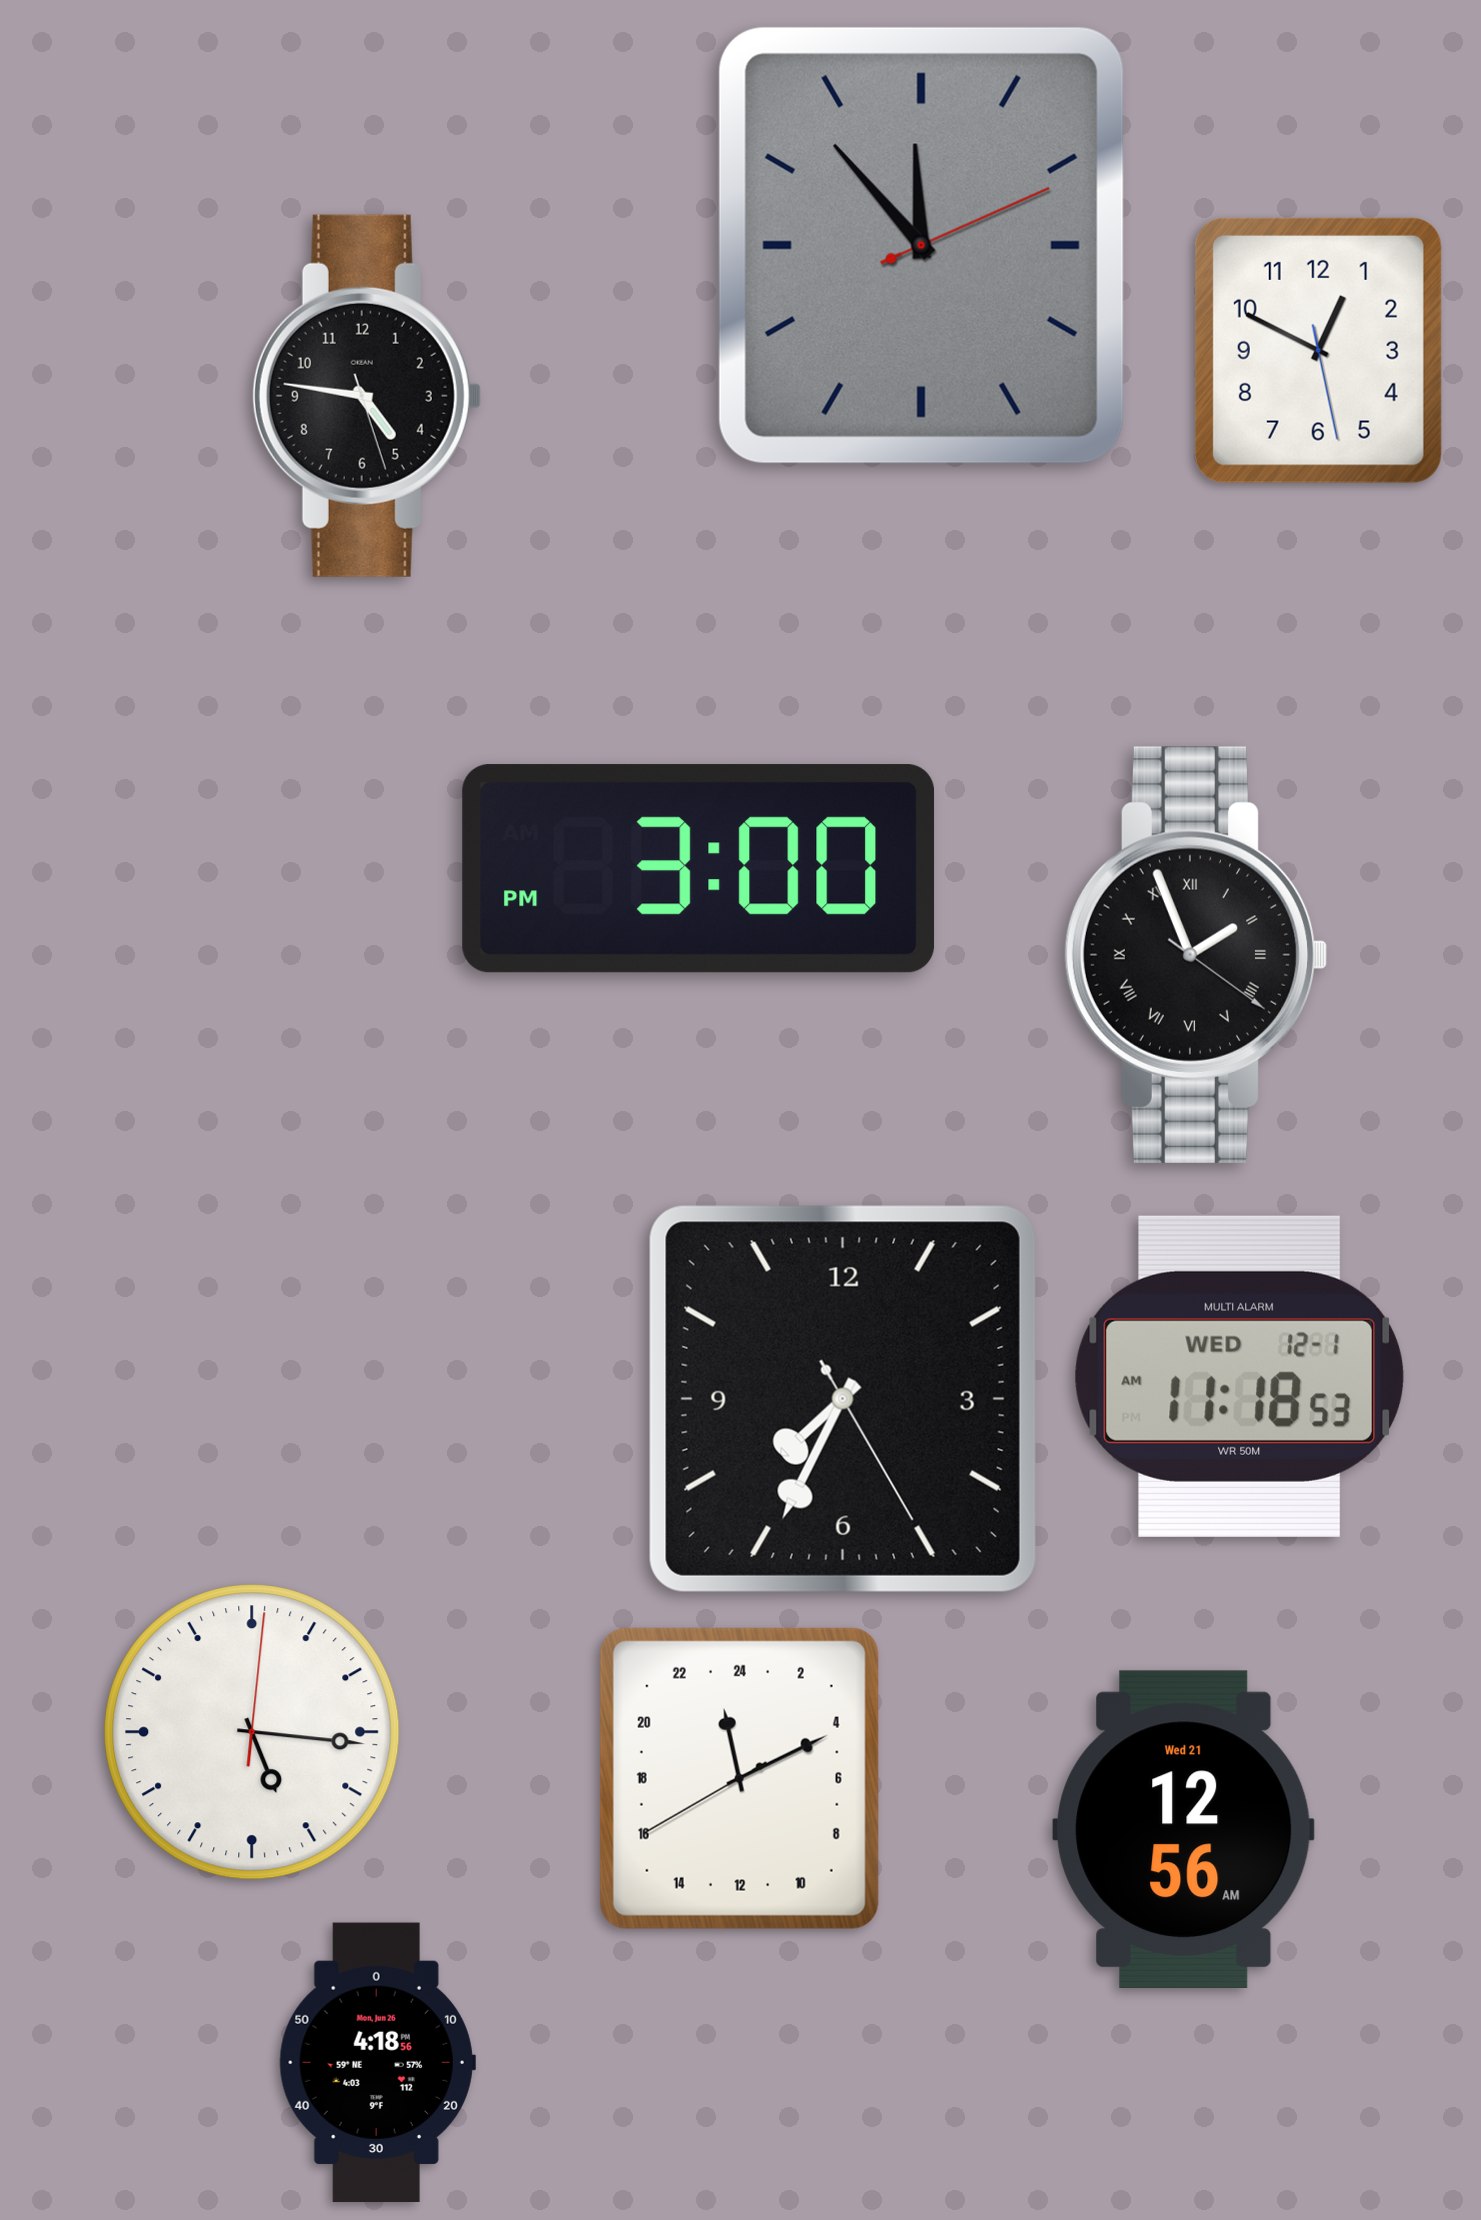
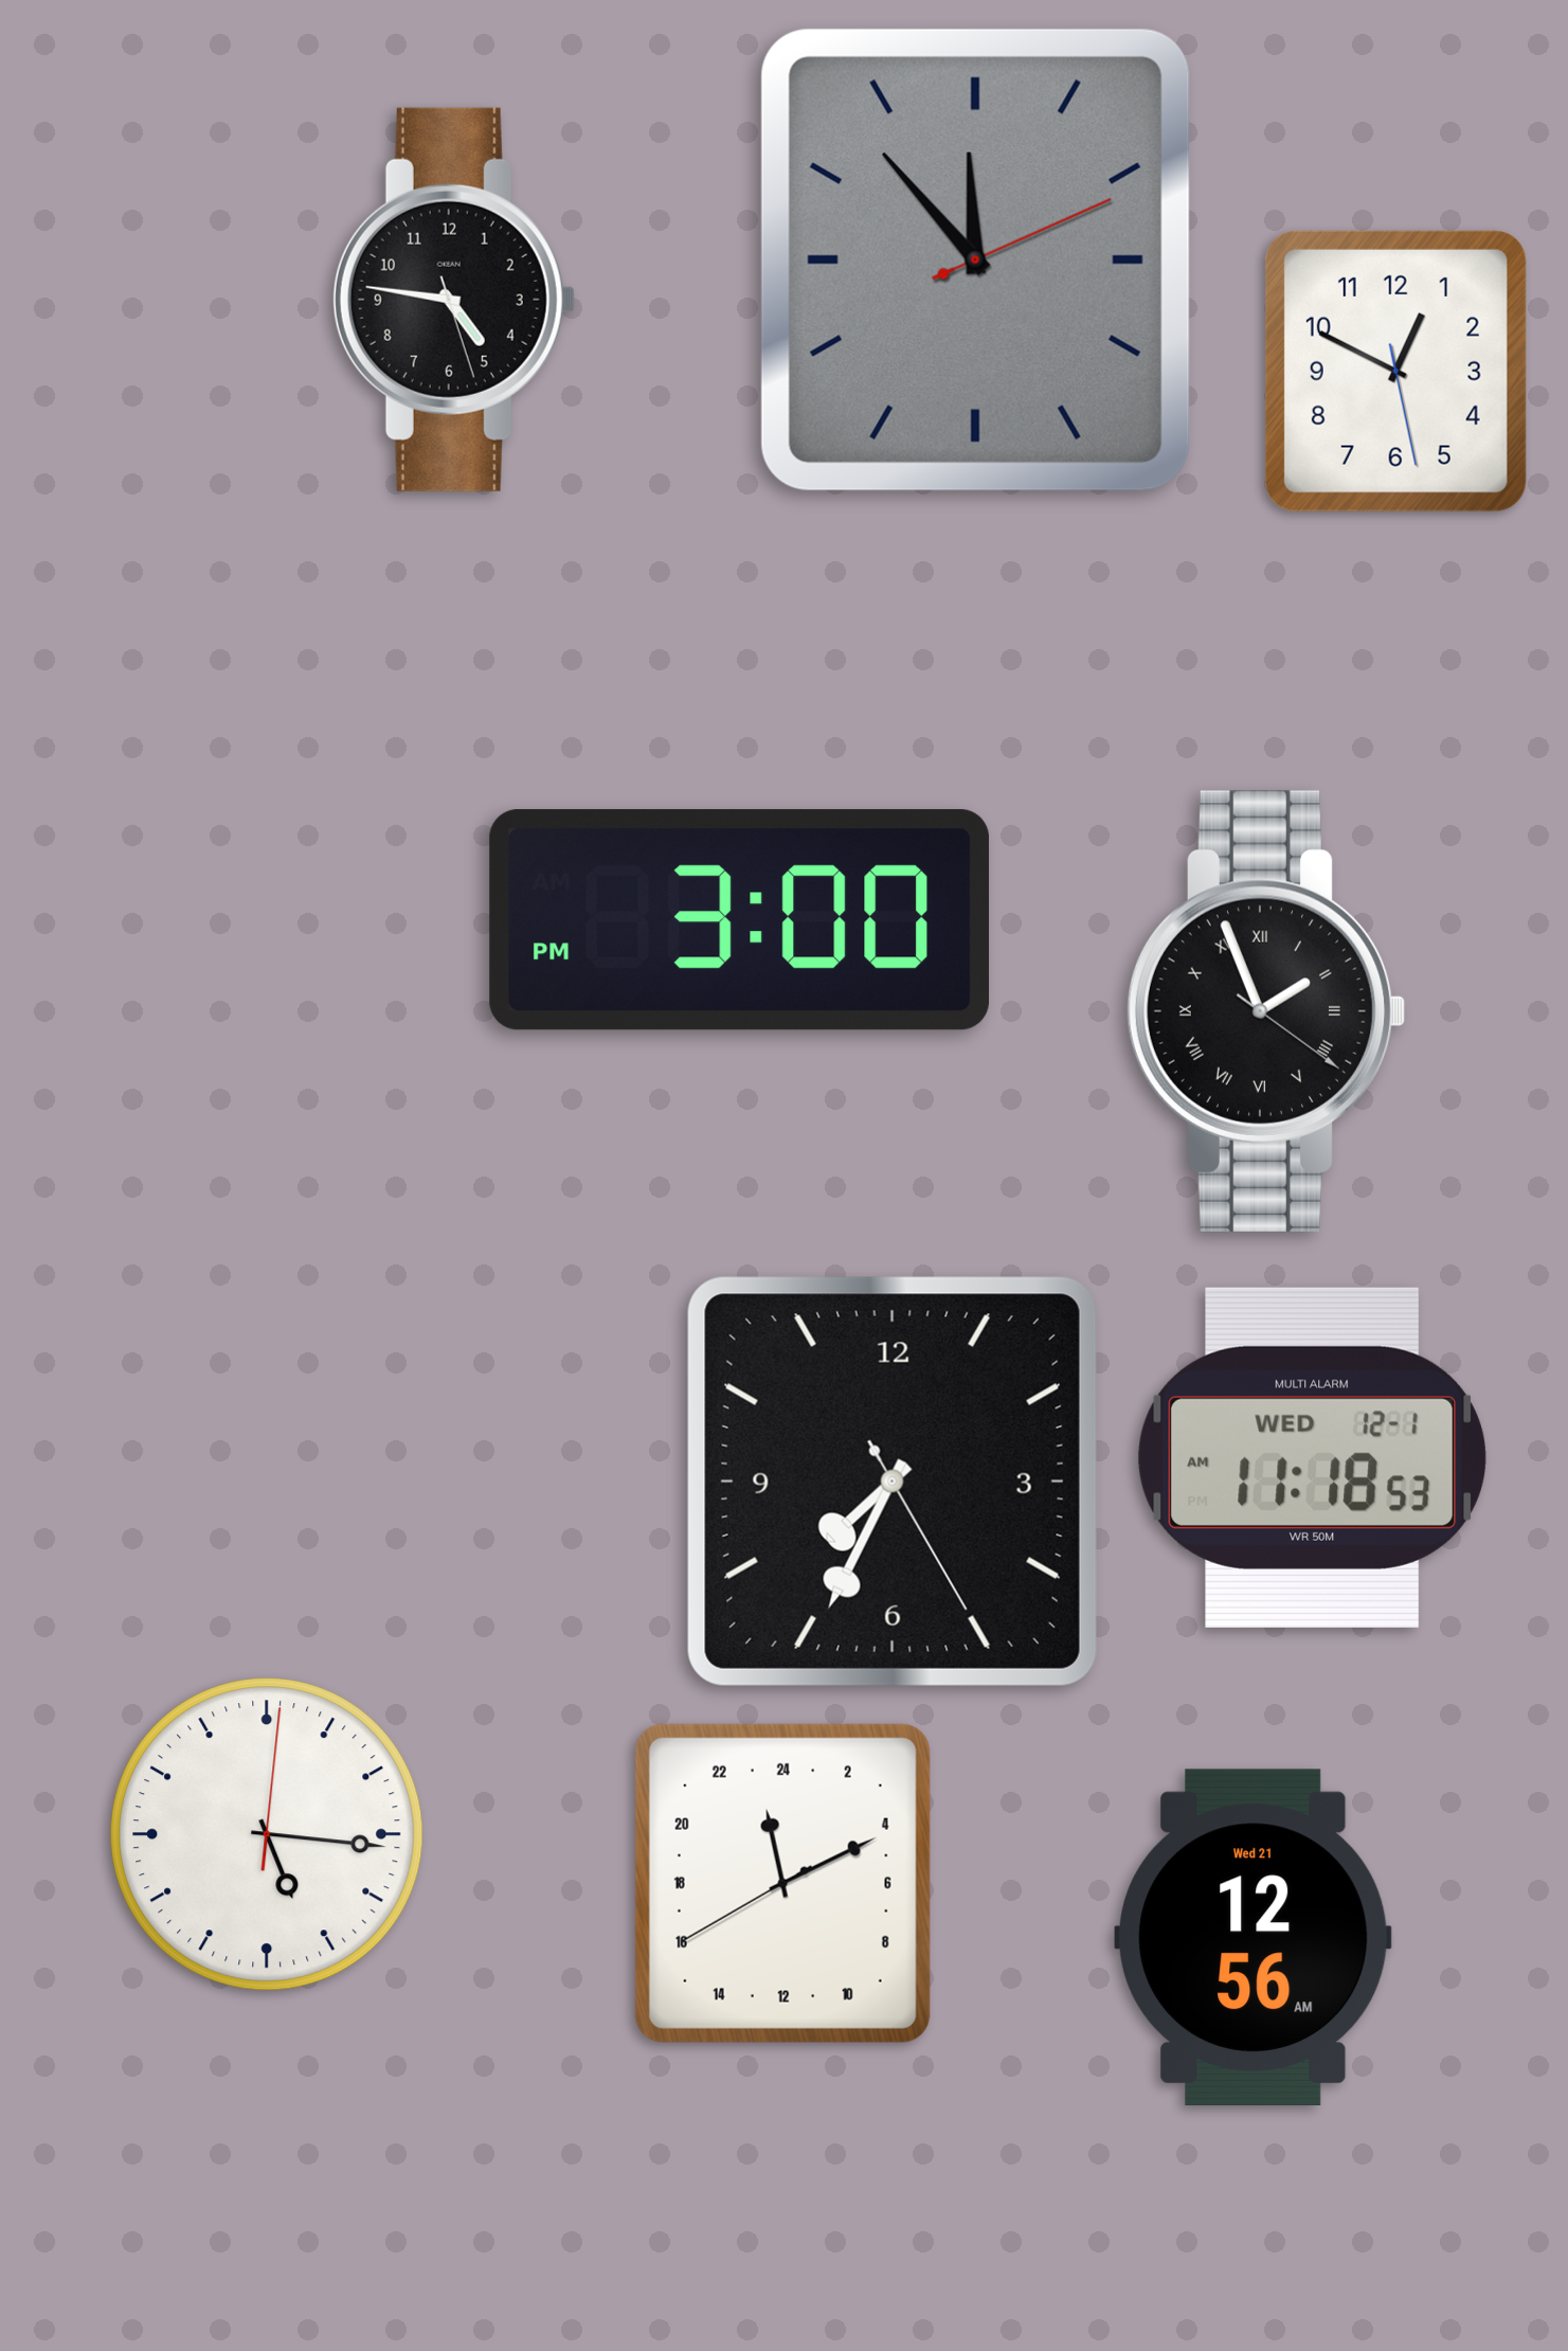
clock at (367, 396) position: (367, 396) -> (454, 300)
clock at (377, 2062): 4:18 -> none
